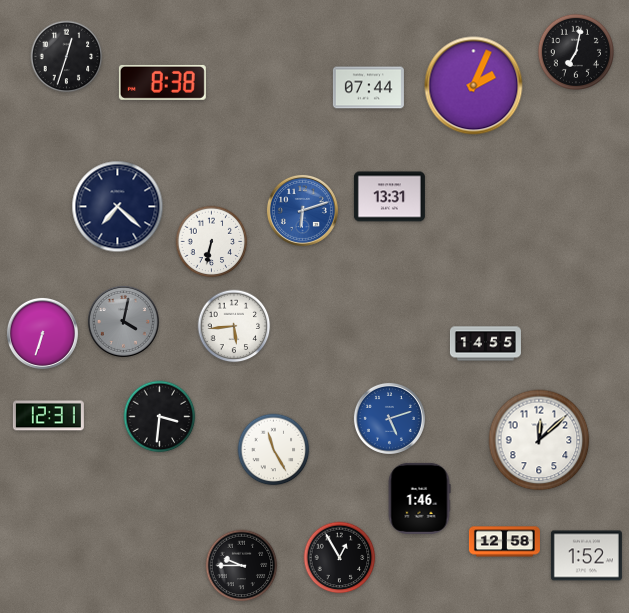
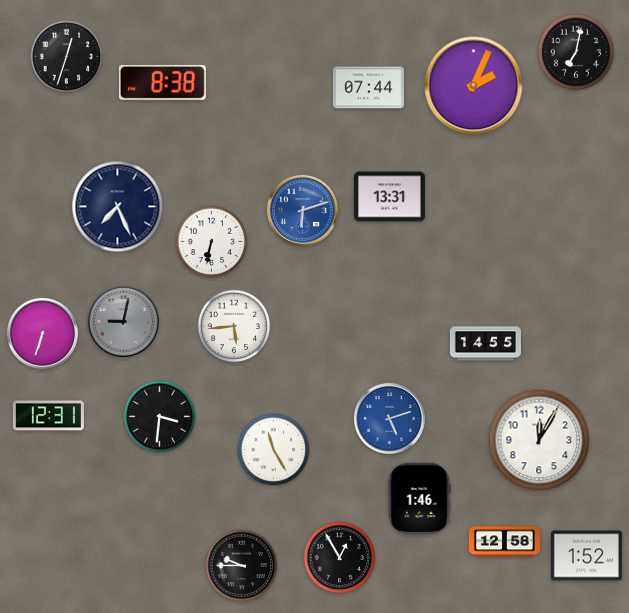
clock at (118, 207): 7:22 -> 7:26
clock at (123, 321): 4:02 -> 9:02
clock at (539, 440): 12:08 -> 12:05
